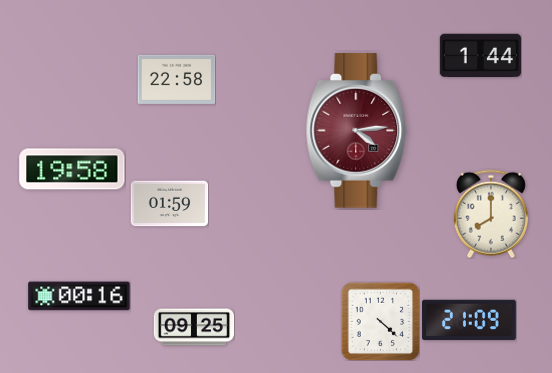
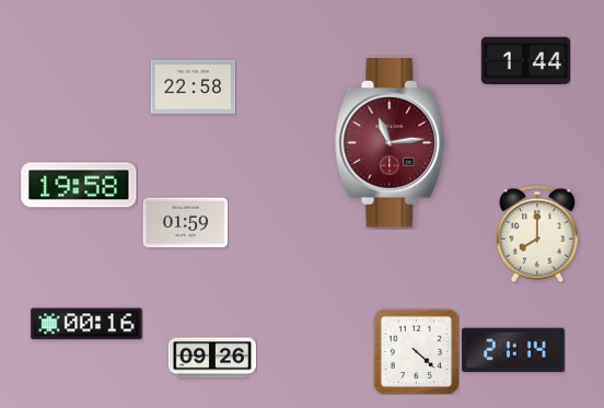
clock at (357, 131): 4:14 -> 11:14
clock at (469, 320): 21:09 -> 21:14
clock at (194, 327): 09:25 -> 09:26
